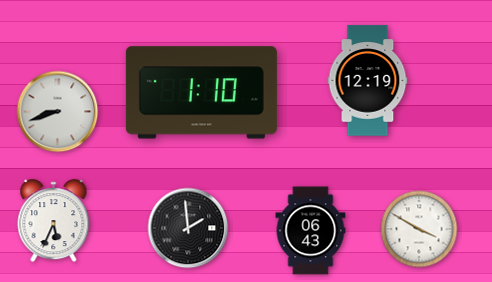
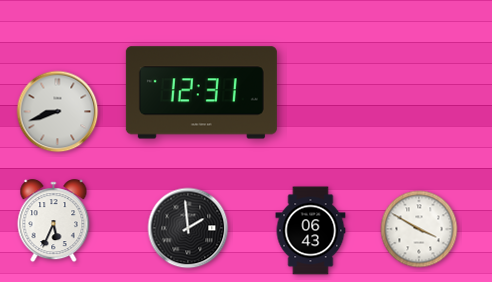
clock at (368, 81): 12:19 -> none
clock at (201, 93): 1:10 -> 12:31
